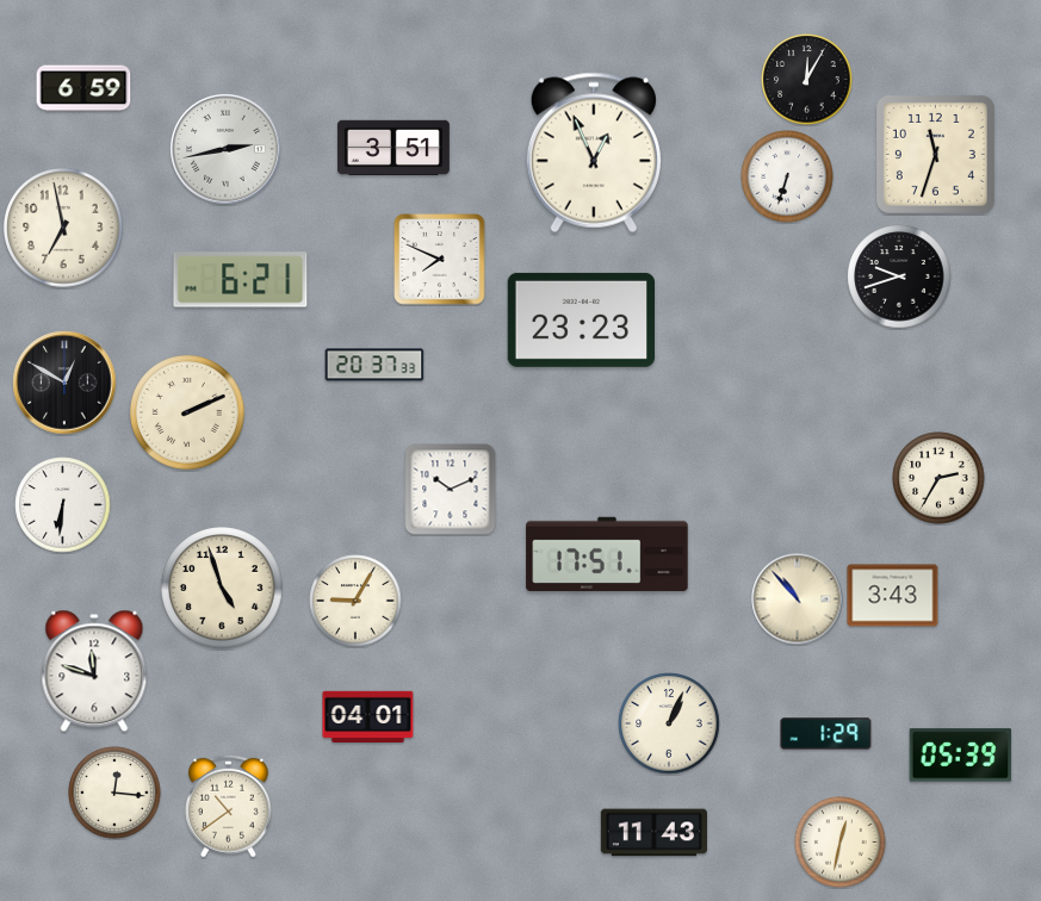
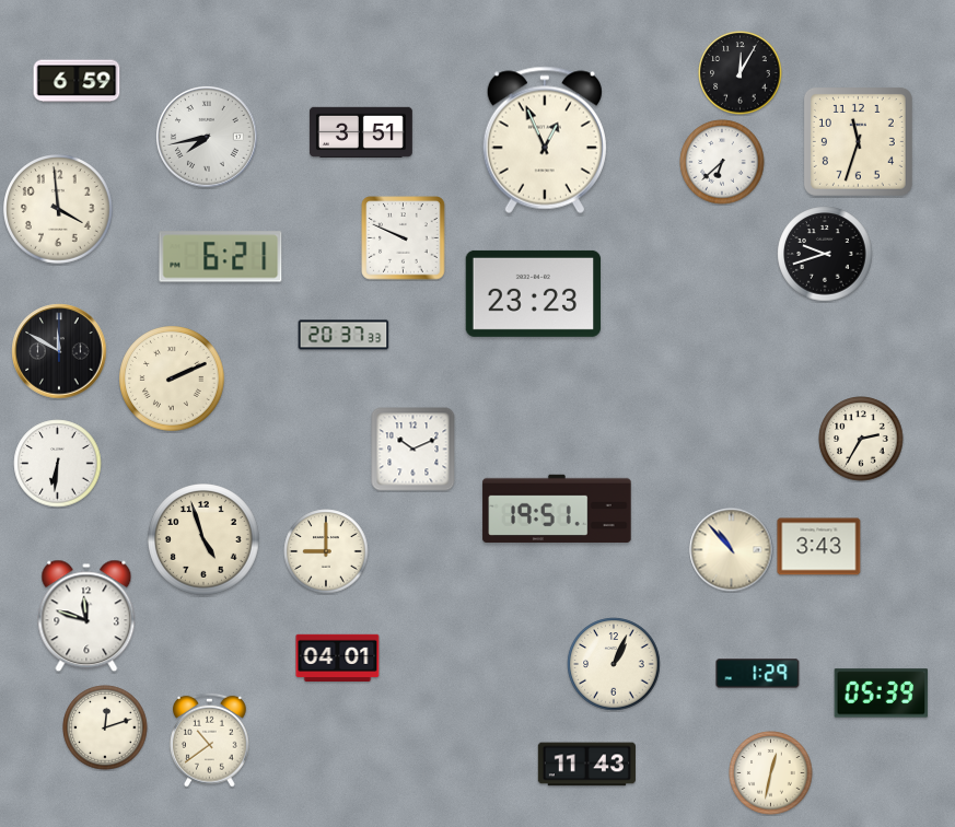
clock at (394, 147) position: (394, 147) -> (361, 131)
clock at (227, 150): 2:43 -> 7:43
clock at (787, 176): 6:33 -> 6:38
clock at (64, 229): 6:58 -> 3:59
clock at (440, 260): 7:49 -> 9:49
clock at (64, 383): 12:50 -> 11:50
clock at (607, 554): 17:51 -> 19:51
clock at (355, 601): 9:05 -> 9:00
clock at (114, 793): 12:16 -> 12:12
clock at (653, 833) position: (653, 833) -> (586, 765)
